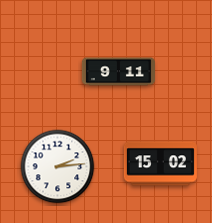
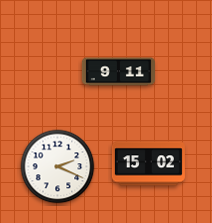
clock at (160, 164) position: (160, 164) -> (148, 164)
clock at (58, 167): 2:14 -> 2:19
